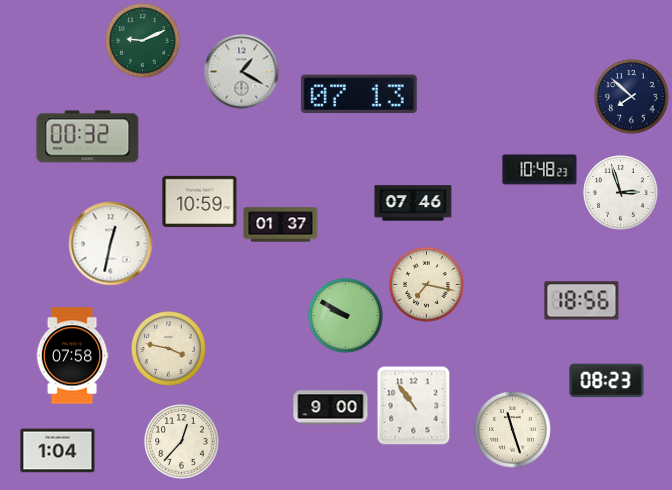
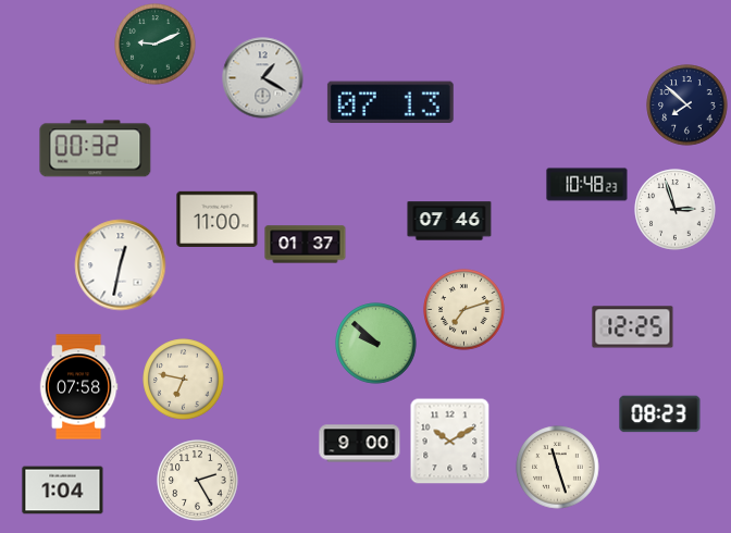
clock at (200, 201): 10:59 -> 11:00
clock at (427, 285): 7:17 -> 7:12
clock at (582, 301): 18:56 -> 12:25
clock at (346, 316): 9:50 -> 9:52
clock at (169, 349): 3:47 -> 6:47
clock at (414, 406): 10:54 -> 10:10
clock at (182, 442): 12:37 -> 2:25
